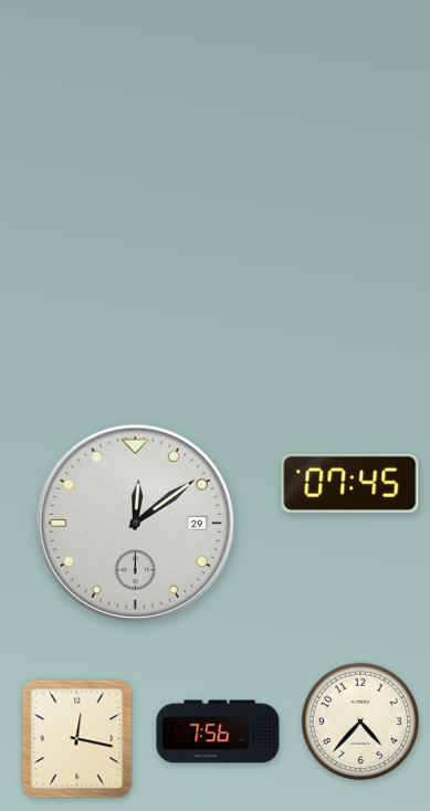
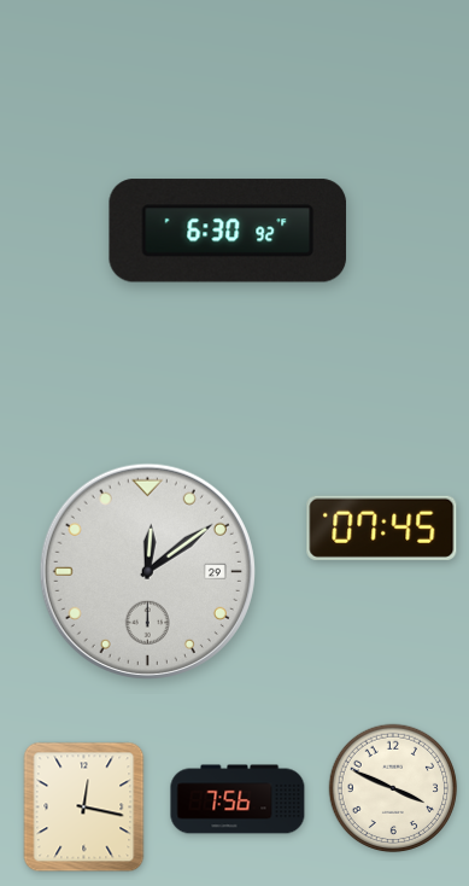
clock at (228, 231): none -> 6:30
clock at (360, 722): 4:37 -> 3:49
